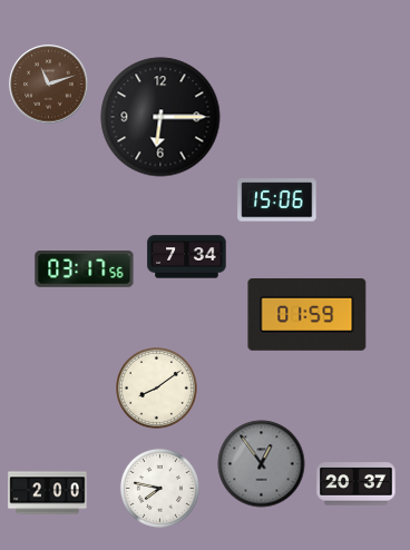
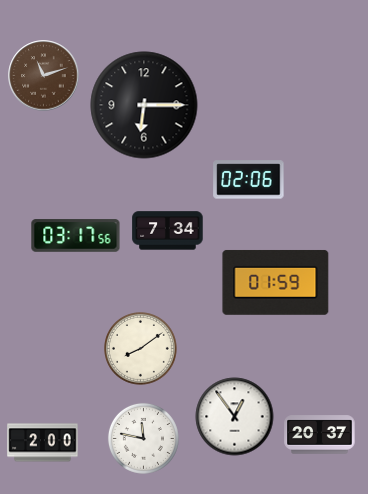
clock at (277, 200): 15:06 -> 02:06
clock at (85, 269) position: (85, 269) -> (76, 236)
clock at (262, 464) dial: grey -> white
clock at (159, 488): 7:47 -> 11:47
